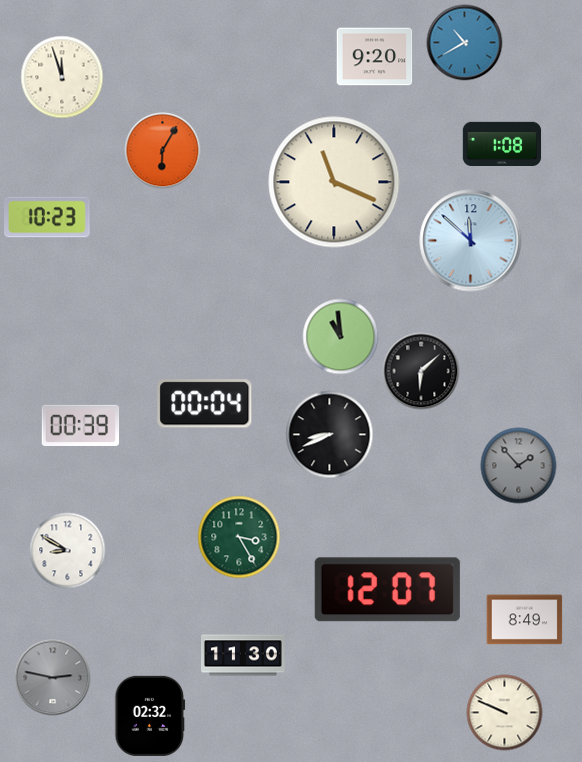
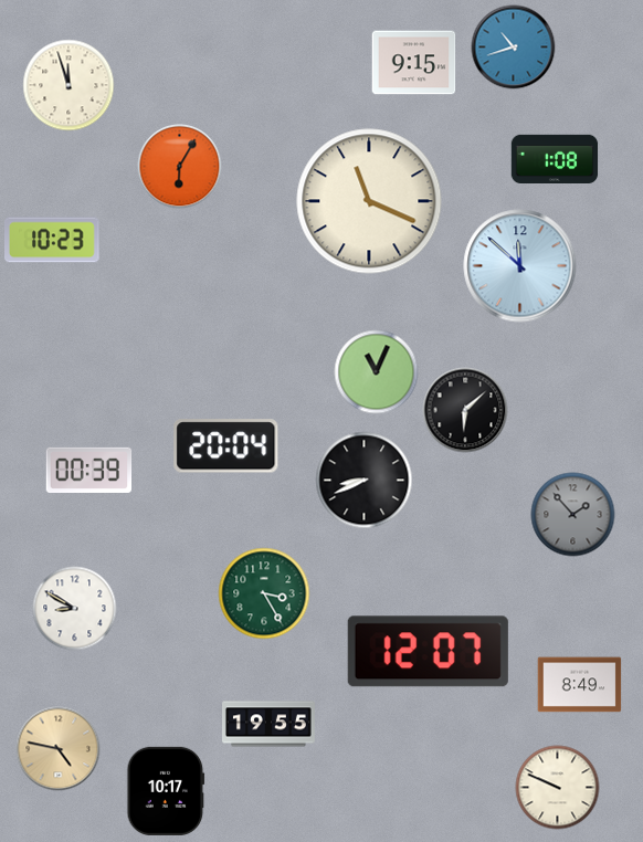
clock at (465, 43): 10:40 -> 10:42
clock at (375, 57): 9:20 -> 9:15
clock at (341, 337): 10:59 -> 11:04
clock at (205, 404): 00:04 -> 20:04
clock at (244, 655): 11:30 -> 19:55
clock at (53, 678): 2:47 -> 4:47
clock at (53, 678) dial: grey -> champagne
clock at (150, 716): 02:32 -> 10:17
